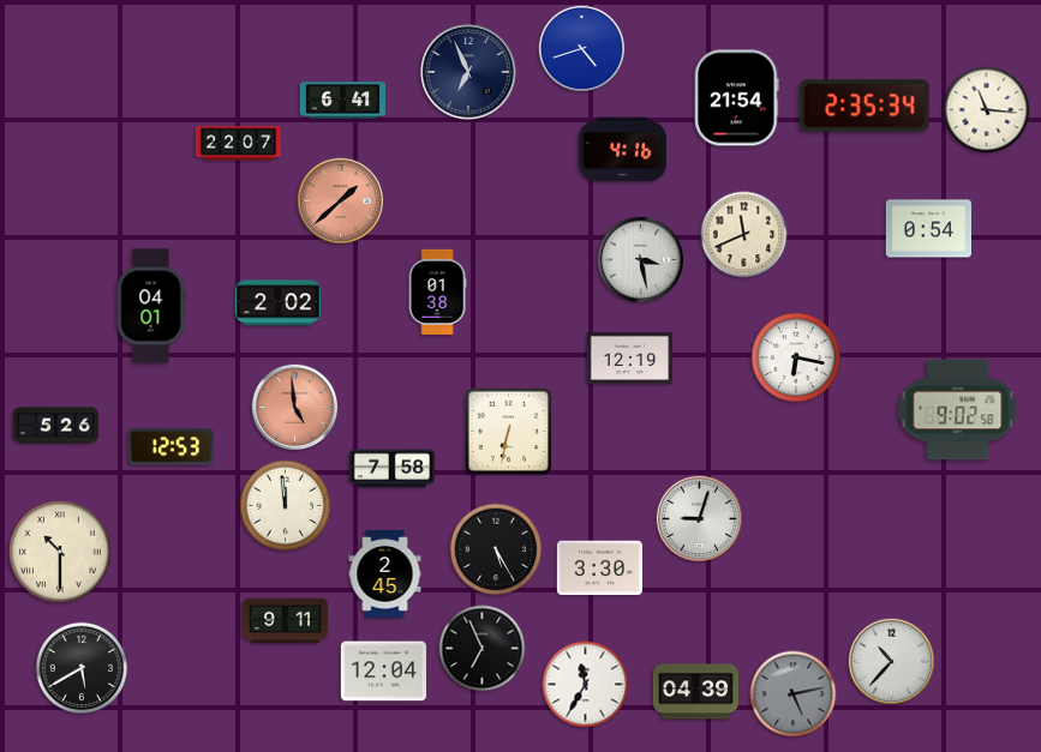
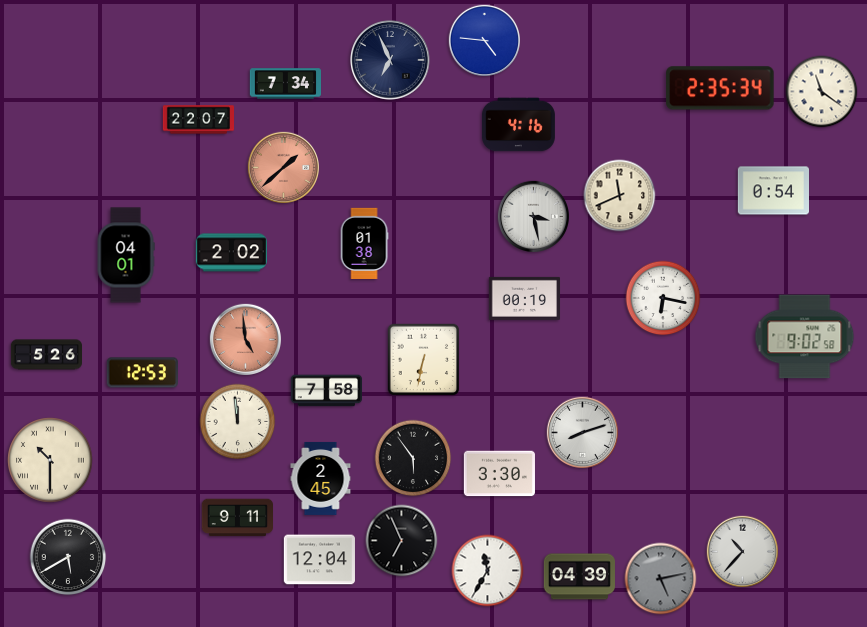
clock at (581, 48): 4:42 -> 4:46
clock at (737, 98): 21:54 -> none
clock at (342, 101): 6:41 -> 7:34
clock at (987, 110): 11:16 -> 11:21
clock at (629, 357): 12:19 -> 00:19
clock at (958, 410) position: (958, 410) -> (805, 337)
clock at (699, 518): 9:03 -> 8:12
clock at (496, 549): 5:25 -> 5:54
